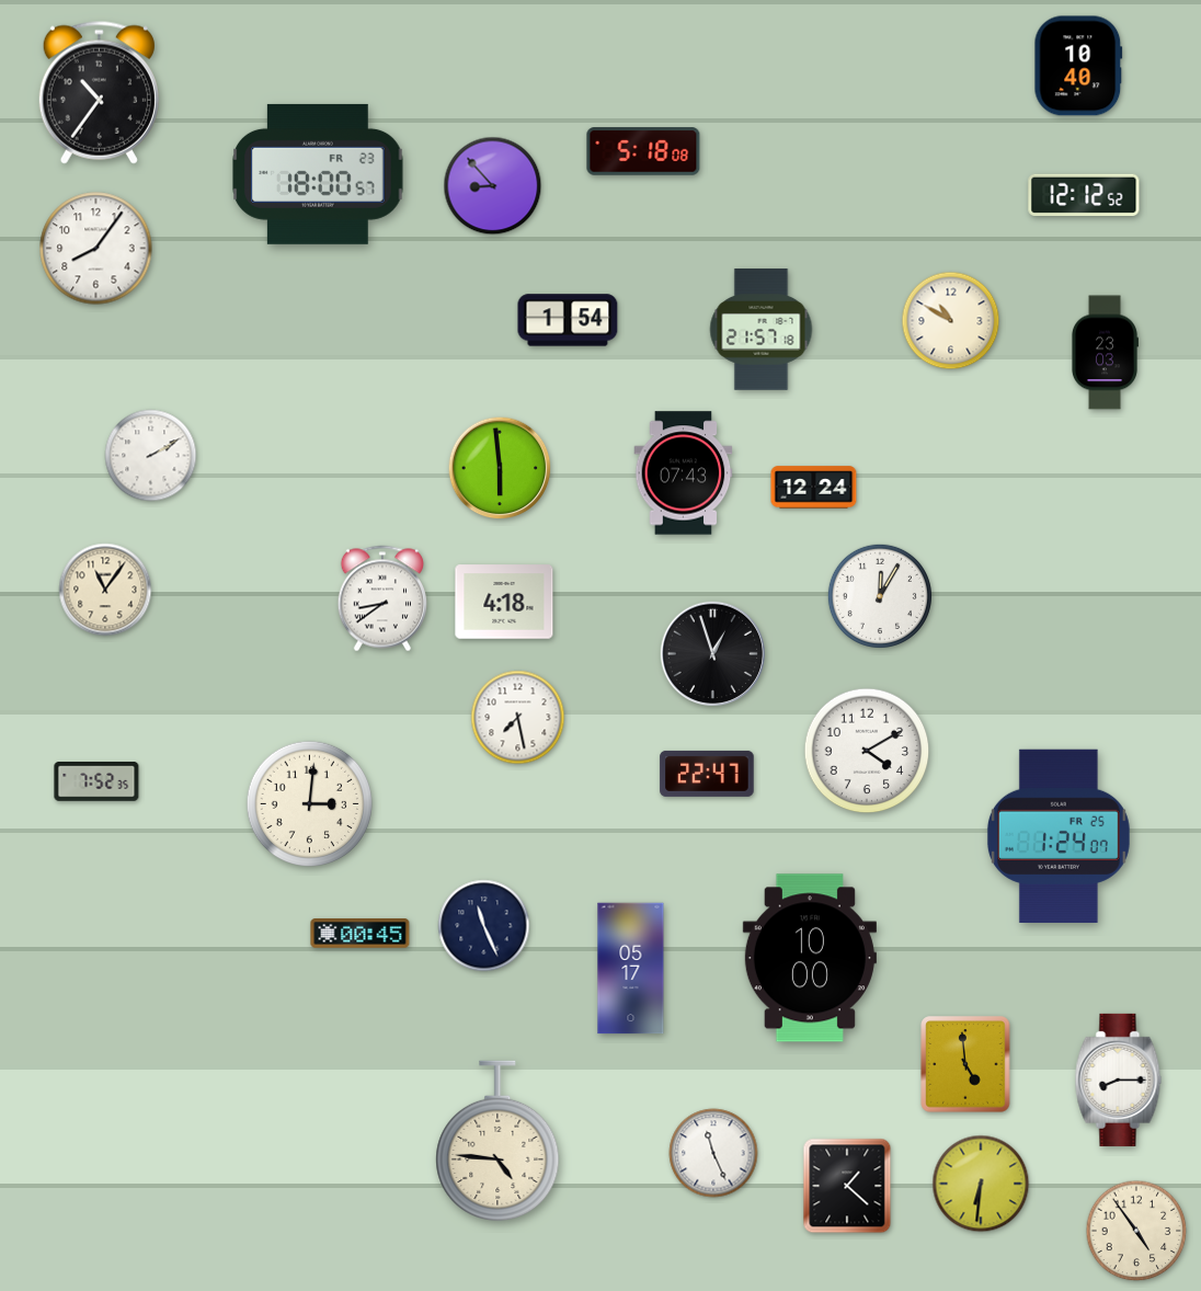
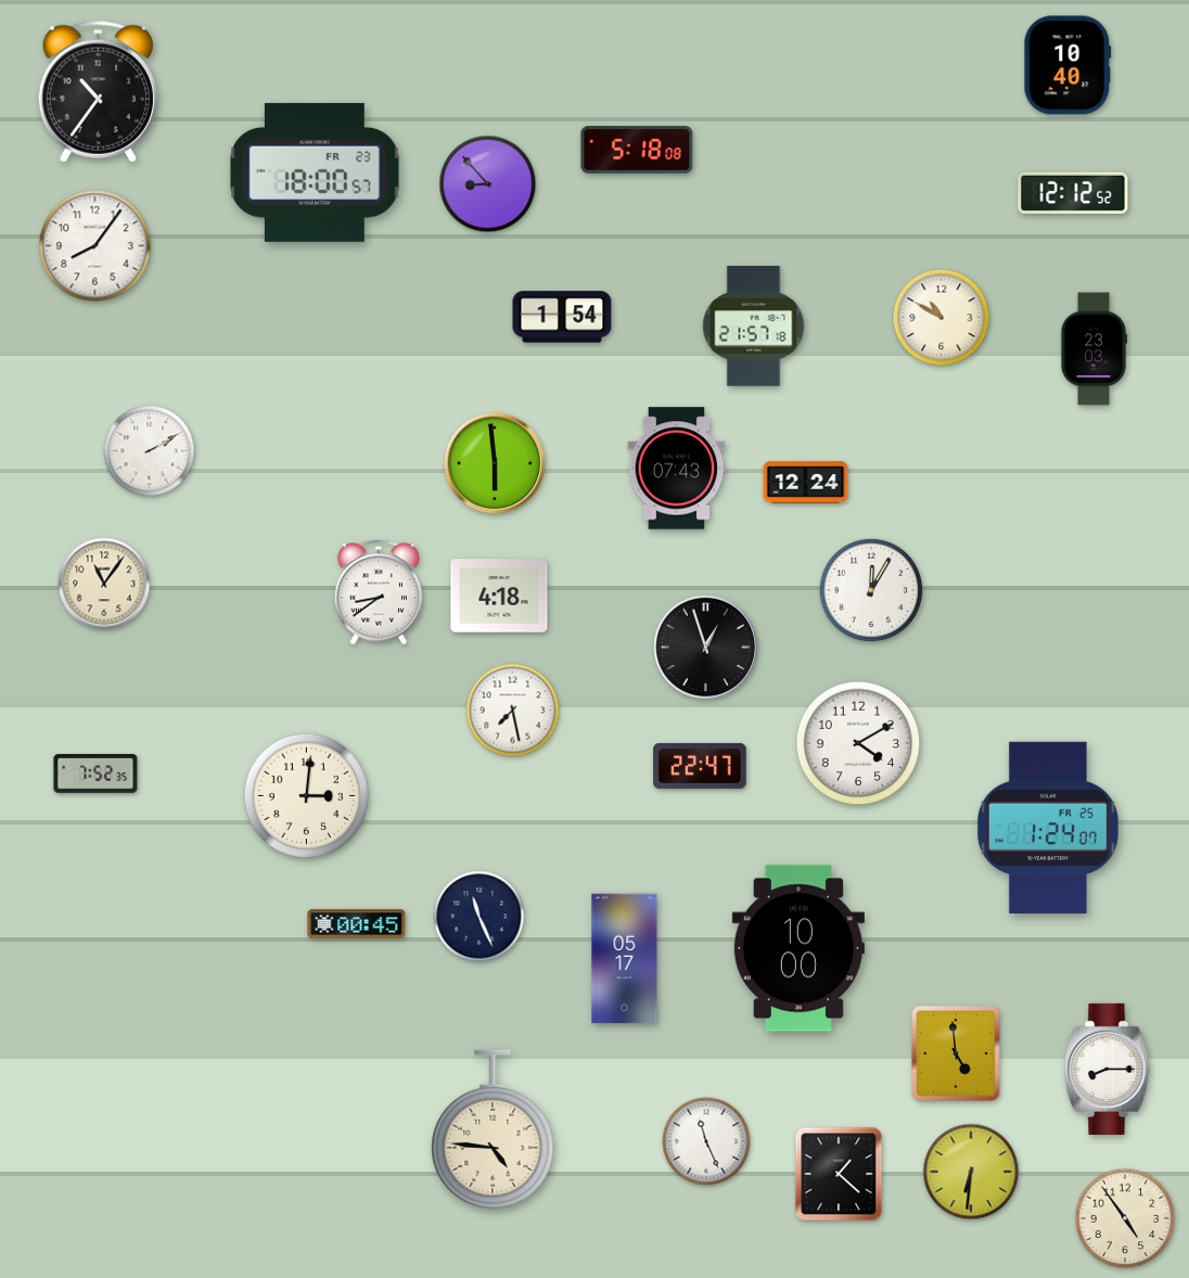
clock at (810, 958) position: (810, 958) -> (798, 948)
